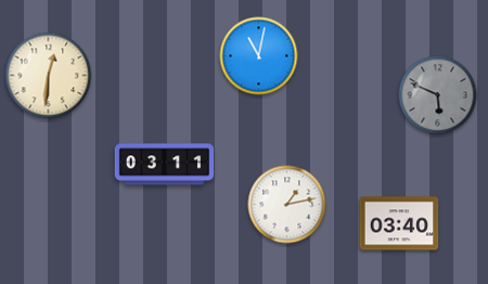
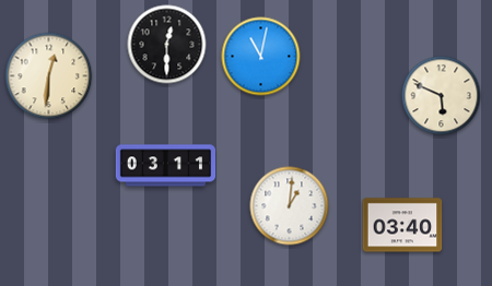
clock at (167, 45): none -> 12:30
clock at (438, 95) dial: grey -> cream
clock at (287, 205): 1:13 -> 1:01
